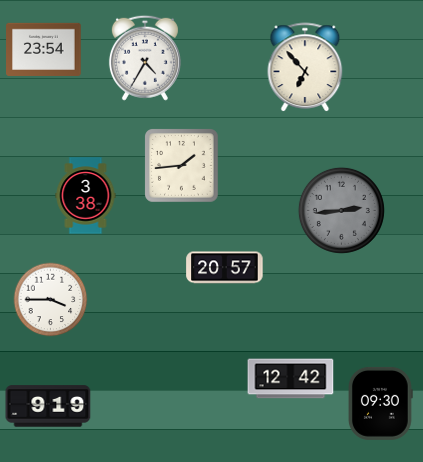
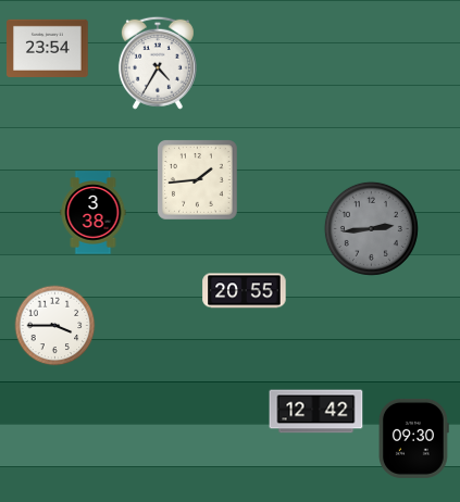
clock at (44, 49) position: (44, 49) -> (48, 48)
clock at (305, 68): 6:53 -> none
clock at (225, 268): 20:57 -> 20:55
clock at (48, 406): 9:19 -> none
